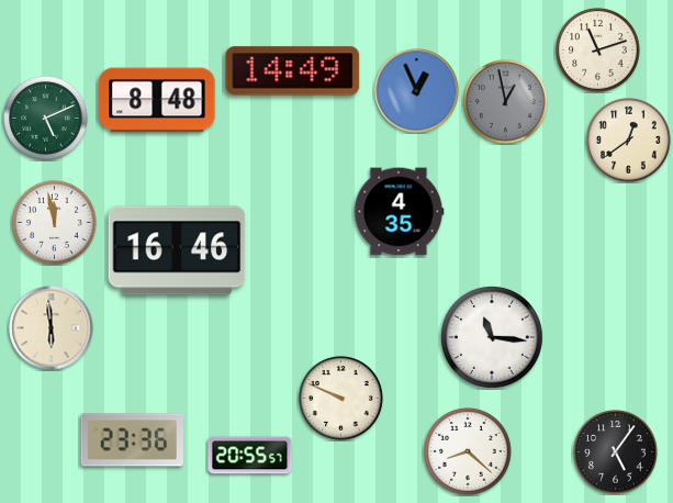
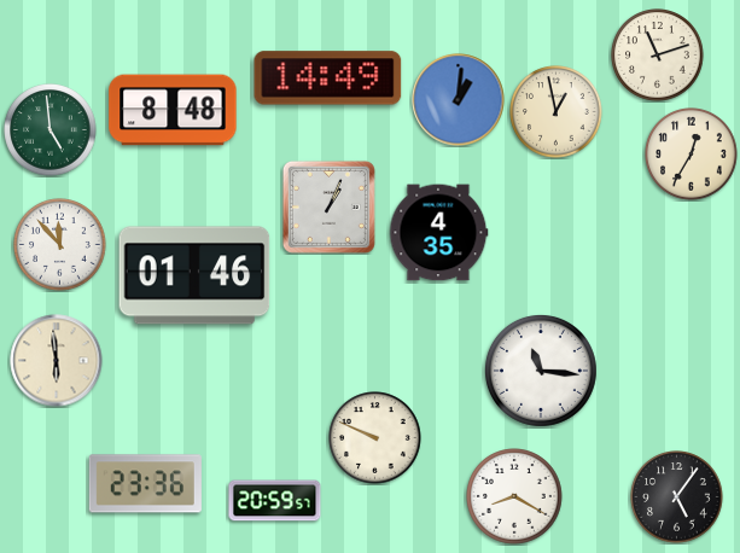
clock at (293, 71) position: (293, 71) -> (328, 78)
clock at (417, 91): 12:56 -> 1:01
clock at (506, 102) dial: grey -> cream
clock at (46, 119): 5:11 -> 4:59
clock at (629, 141): 12:39 -> 12:35
clock at (328, 206): none -> 1:04
clock at (55, 223): 11:58 -> 11:53
clock at (177, 250): 16:46 -> 01:46
clock at (468, 451): 8:22 -> 8:20
clock at (250, 456): 20:55 -> 20:59
